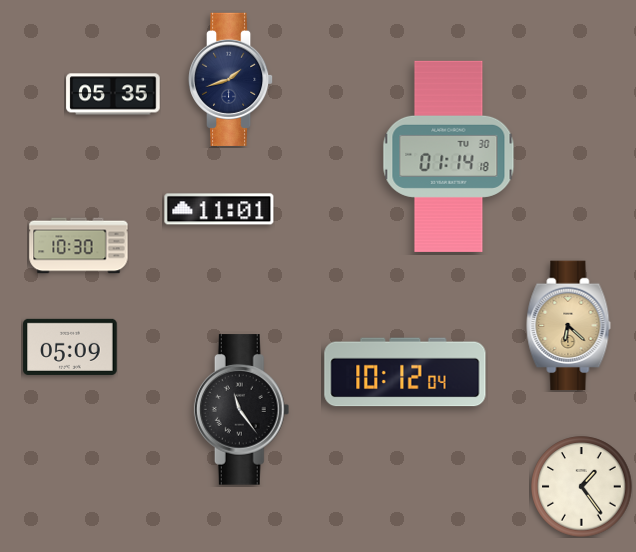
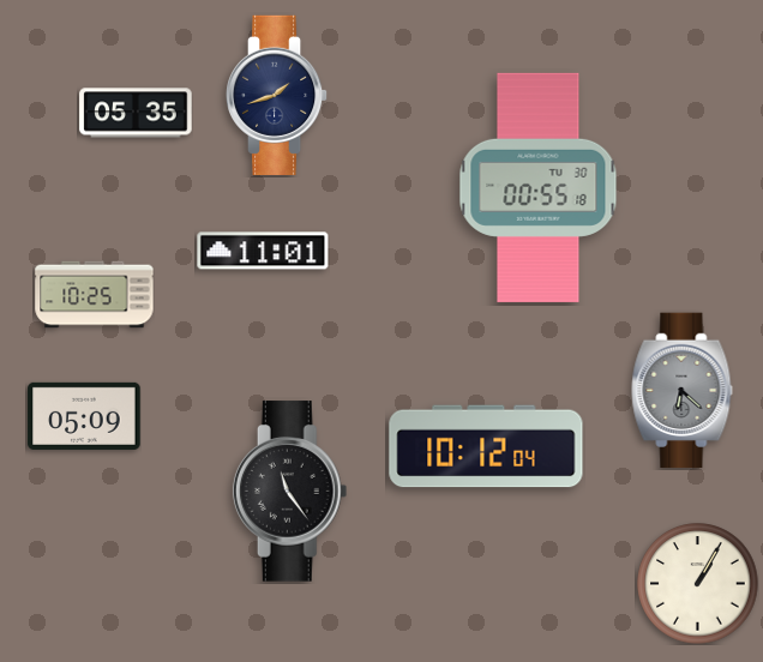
clock at (449, 156): 01:14 -> 00:55
clock at (79, 246): 10:30 -> 10:25
clock at (569, 326) dial: champagne -> grey
clock at (582, 487): 1:24 -> 1:05
